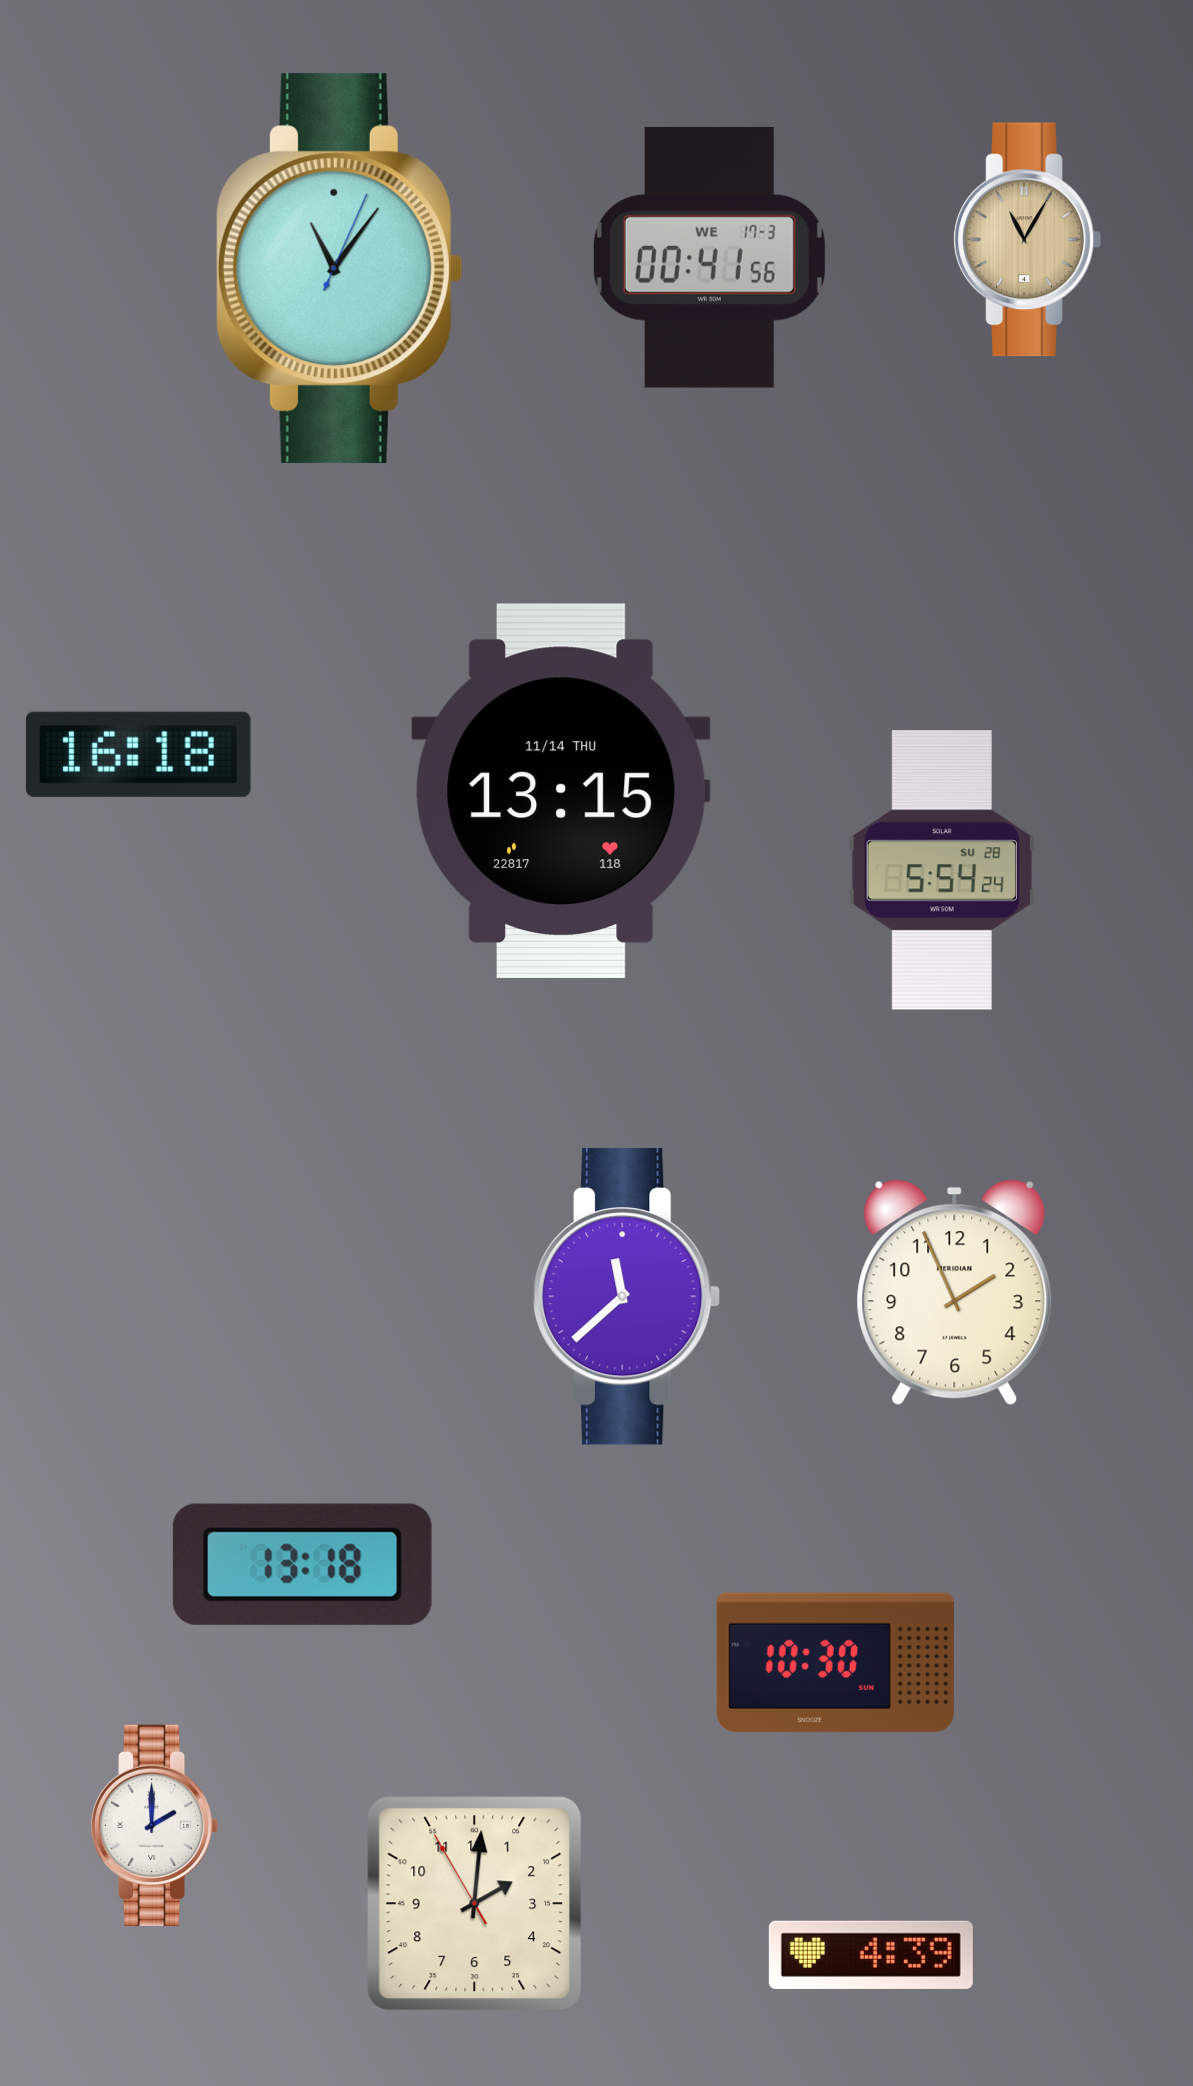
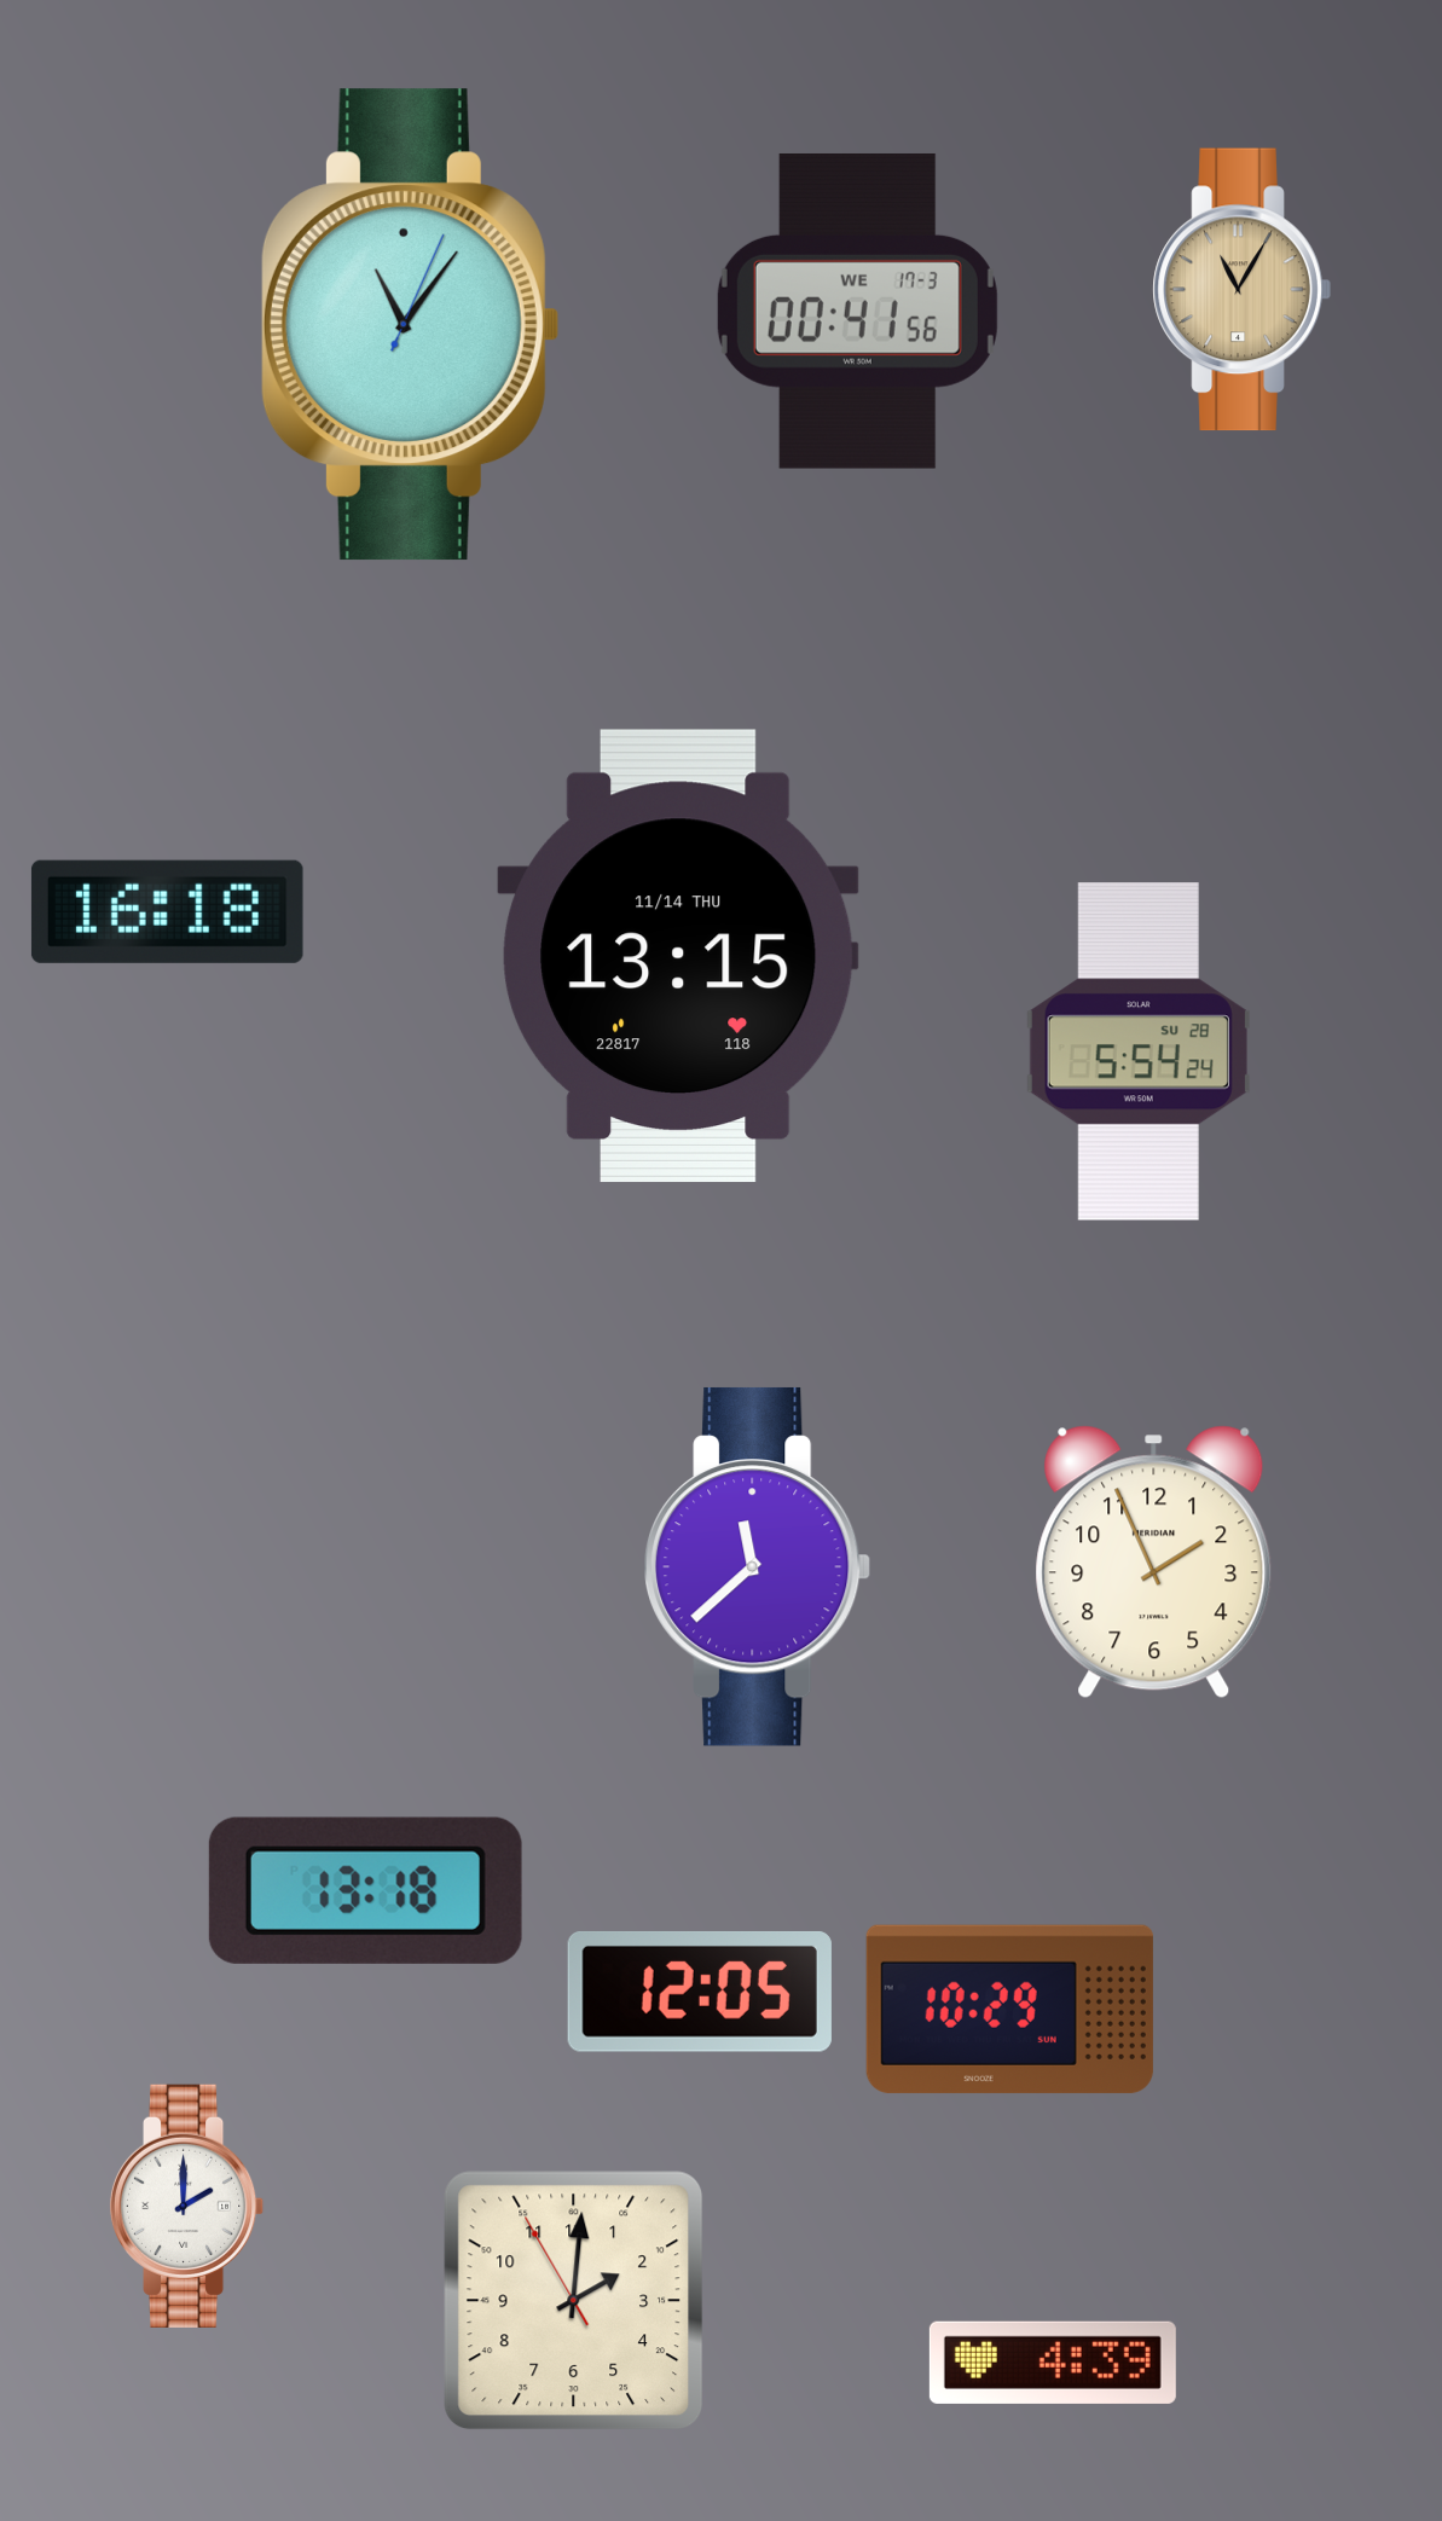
clock at (700, 1992): none -> 12:05
clock at (835, 1662): 10:30 -> 10:29
